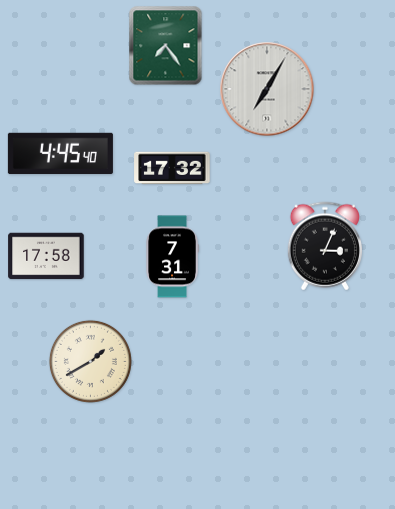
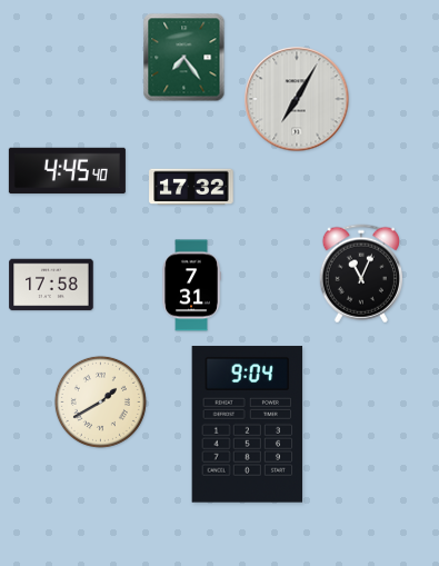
clock at (166, 46) position: (166, 46) -> (184, 58)
clock at (325, 246): 3:04 -> 11:04
clock at (248, 425): none -> 9:04
